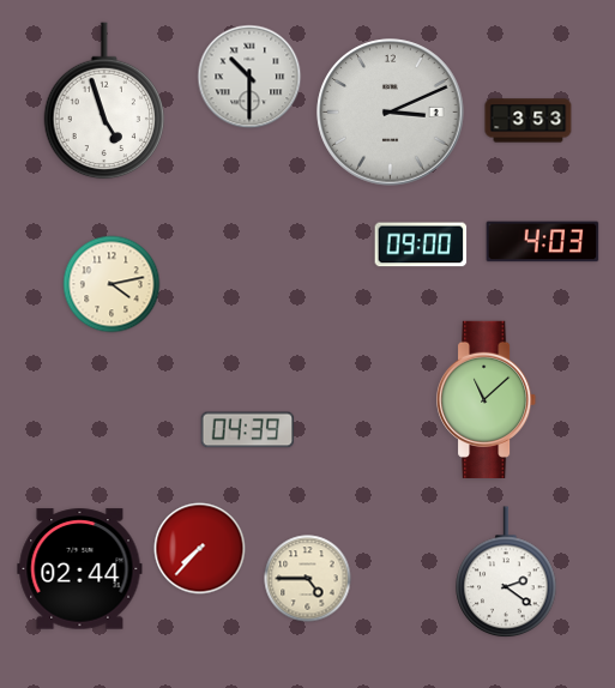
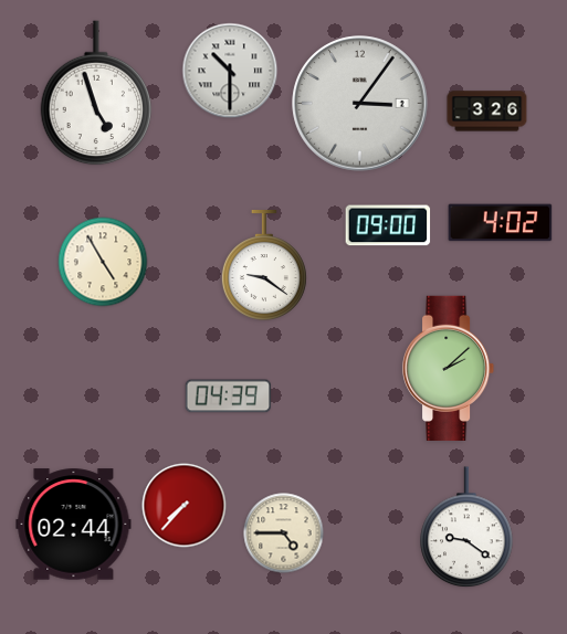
clock at (391, 113): 3:11 -> 3:06
clock at (529, 121): 3:53 -> 3:26
clock at (543, 242): 4:03 -> 4:02
clock at (111, 284): 4:13 -> 4:55
clock at (264, 265): none -> 9:21
clock at (488, 399): 11:08 -> 2:08
clock at (506, 573): 2:21 -> 9:21
